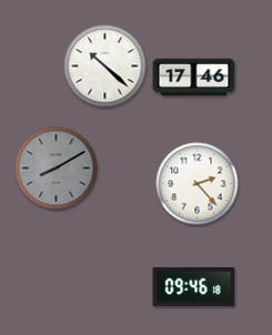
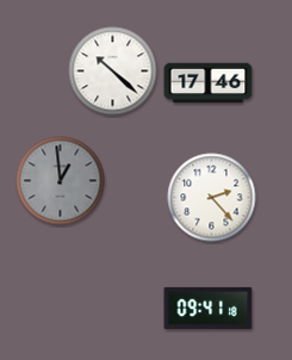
clock at (57, 169): 8:10 -> 12:59
clock at (194, 286): 09:46 -> 09:41
